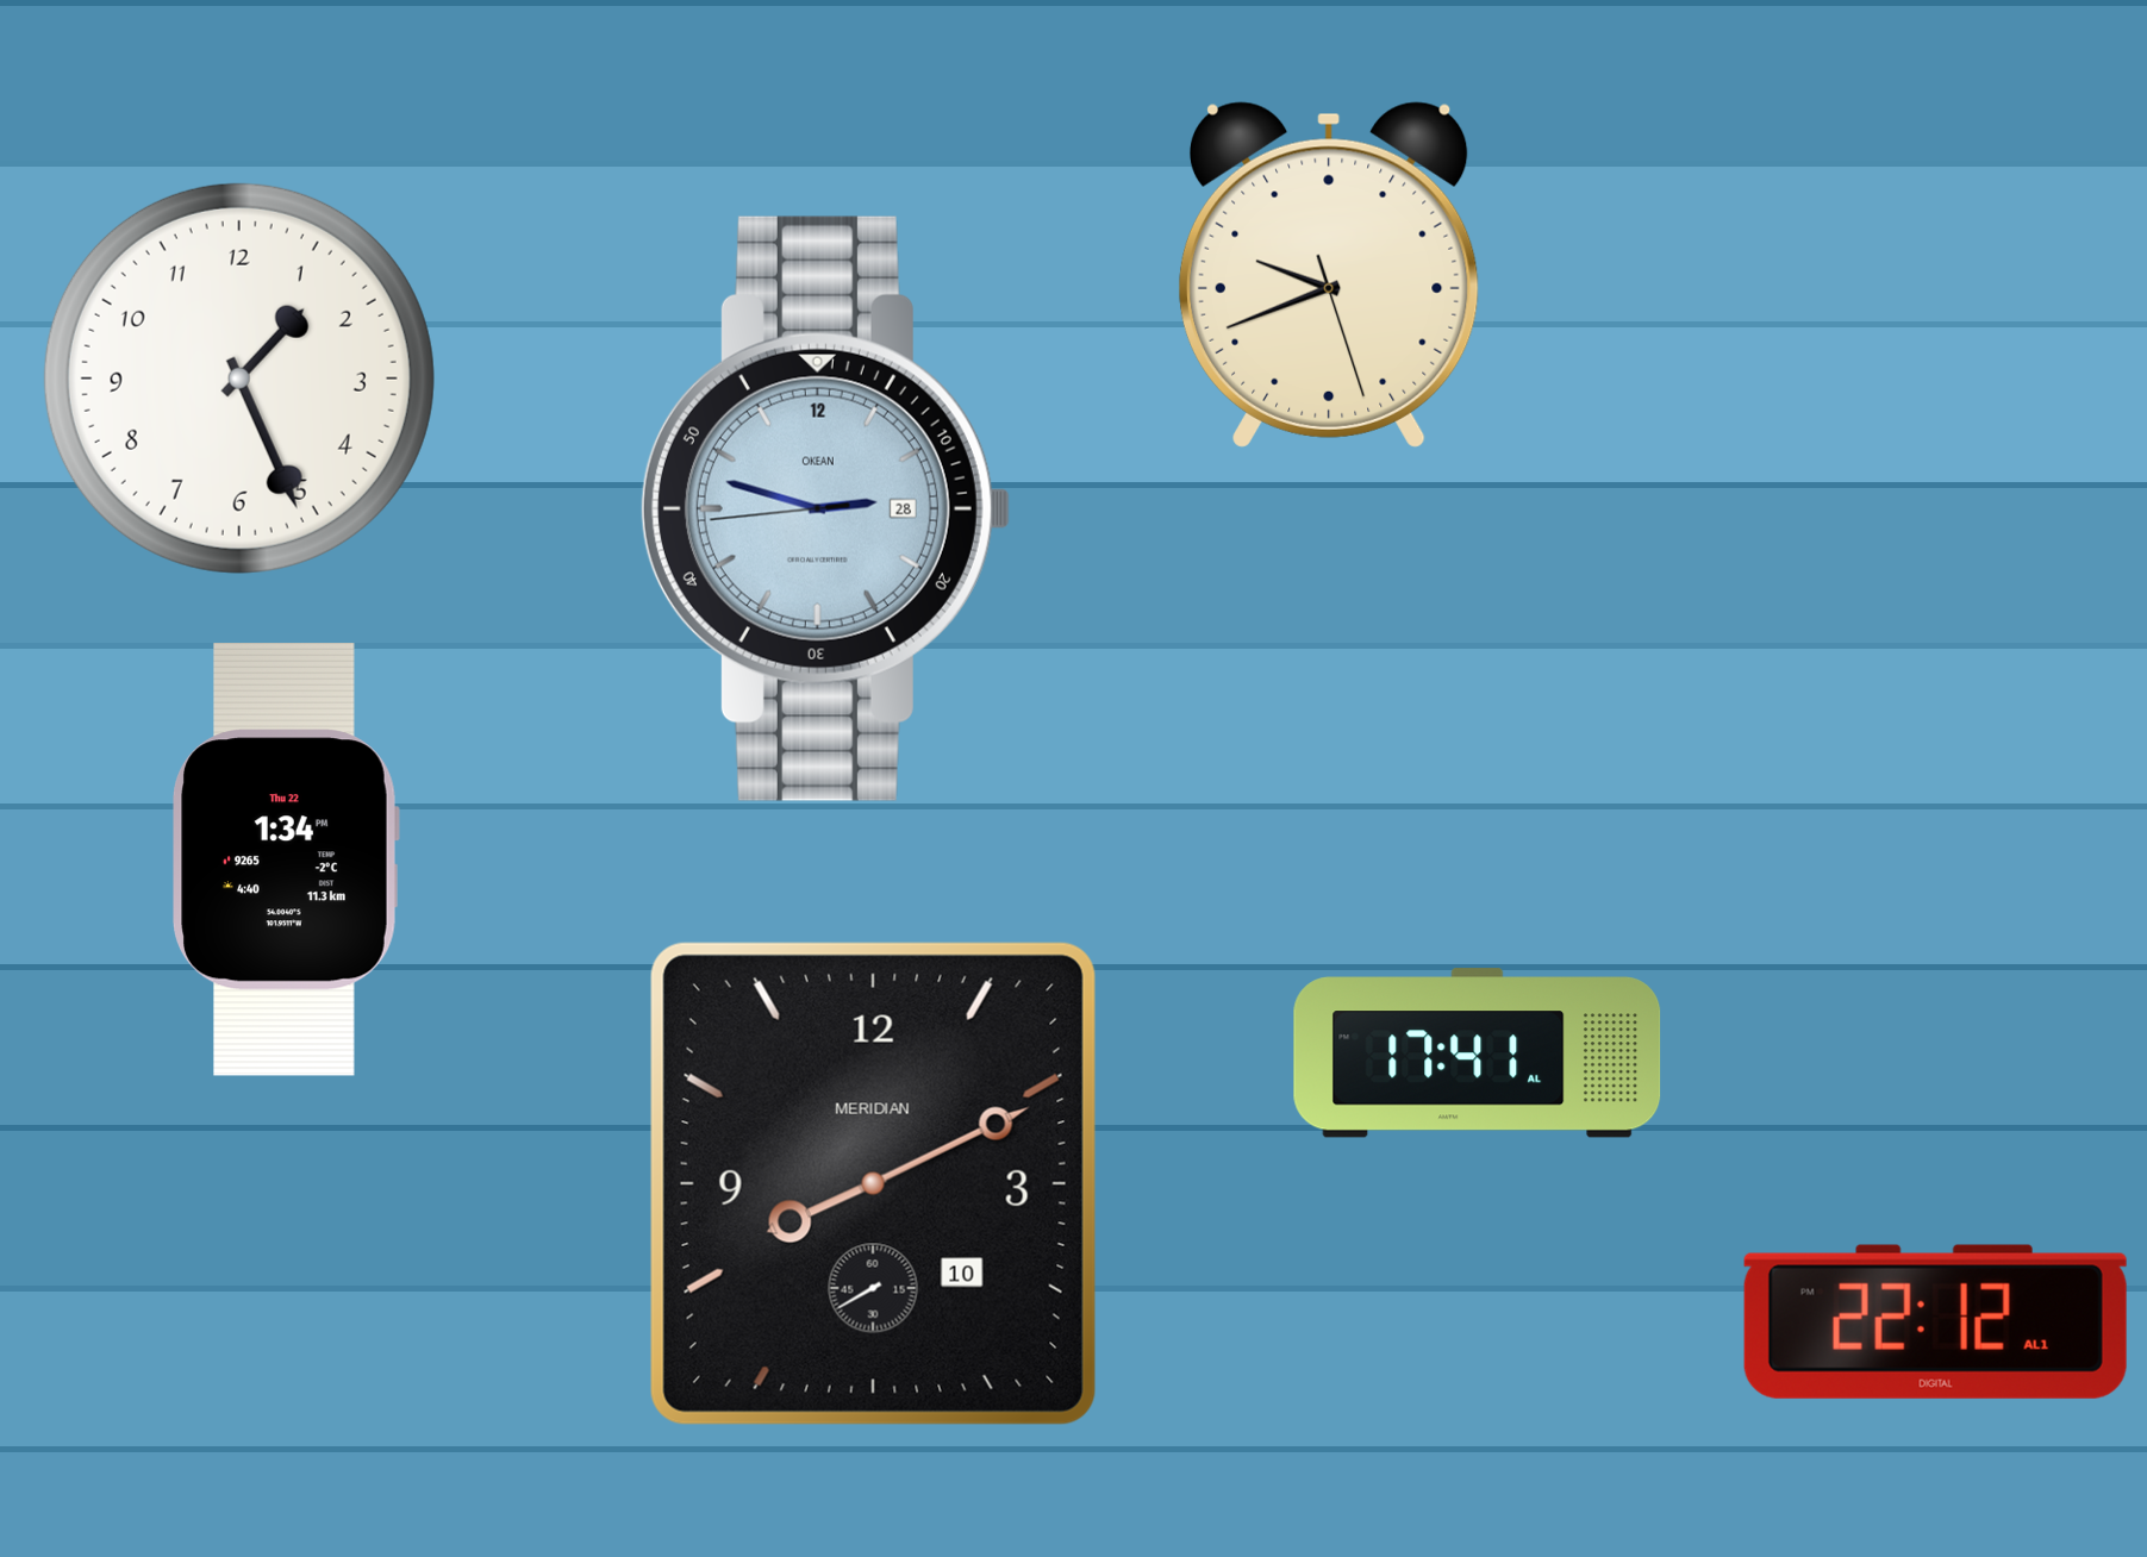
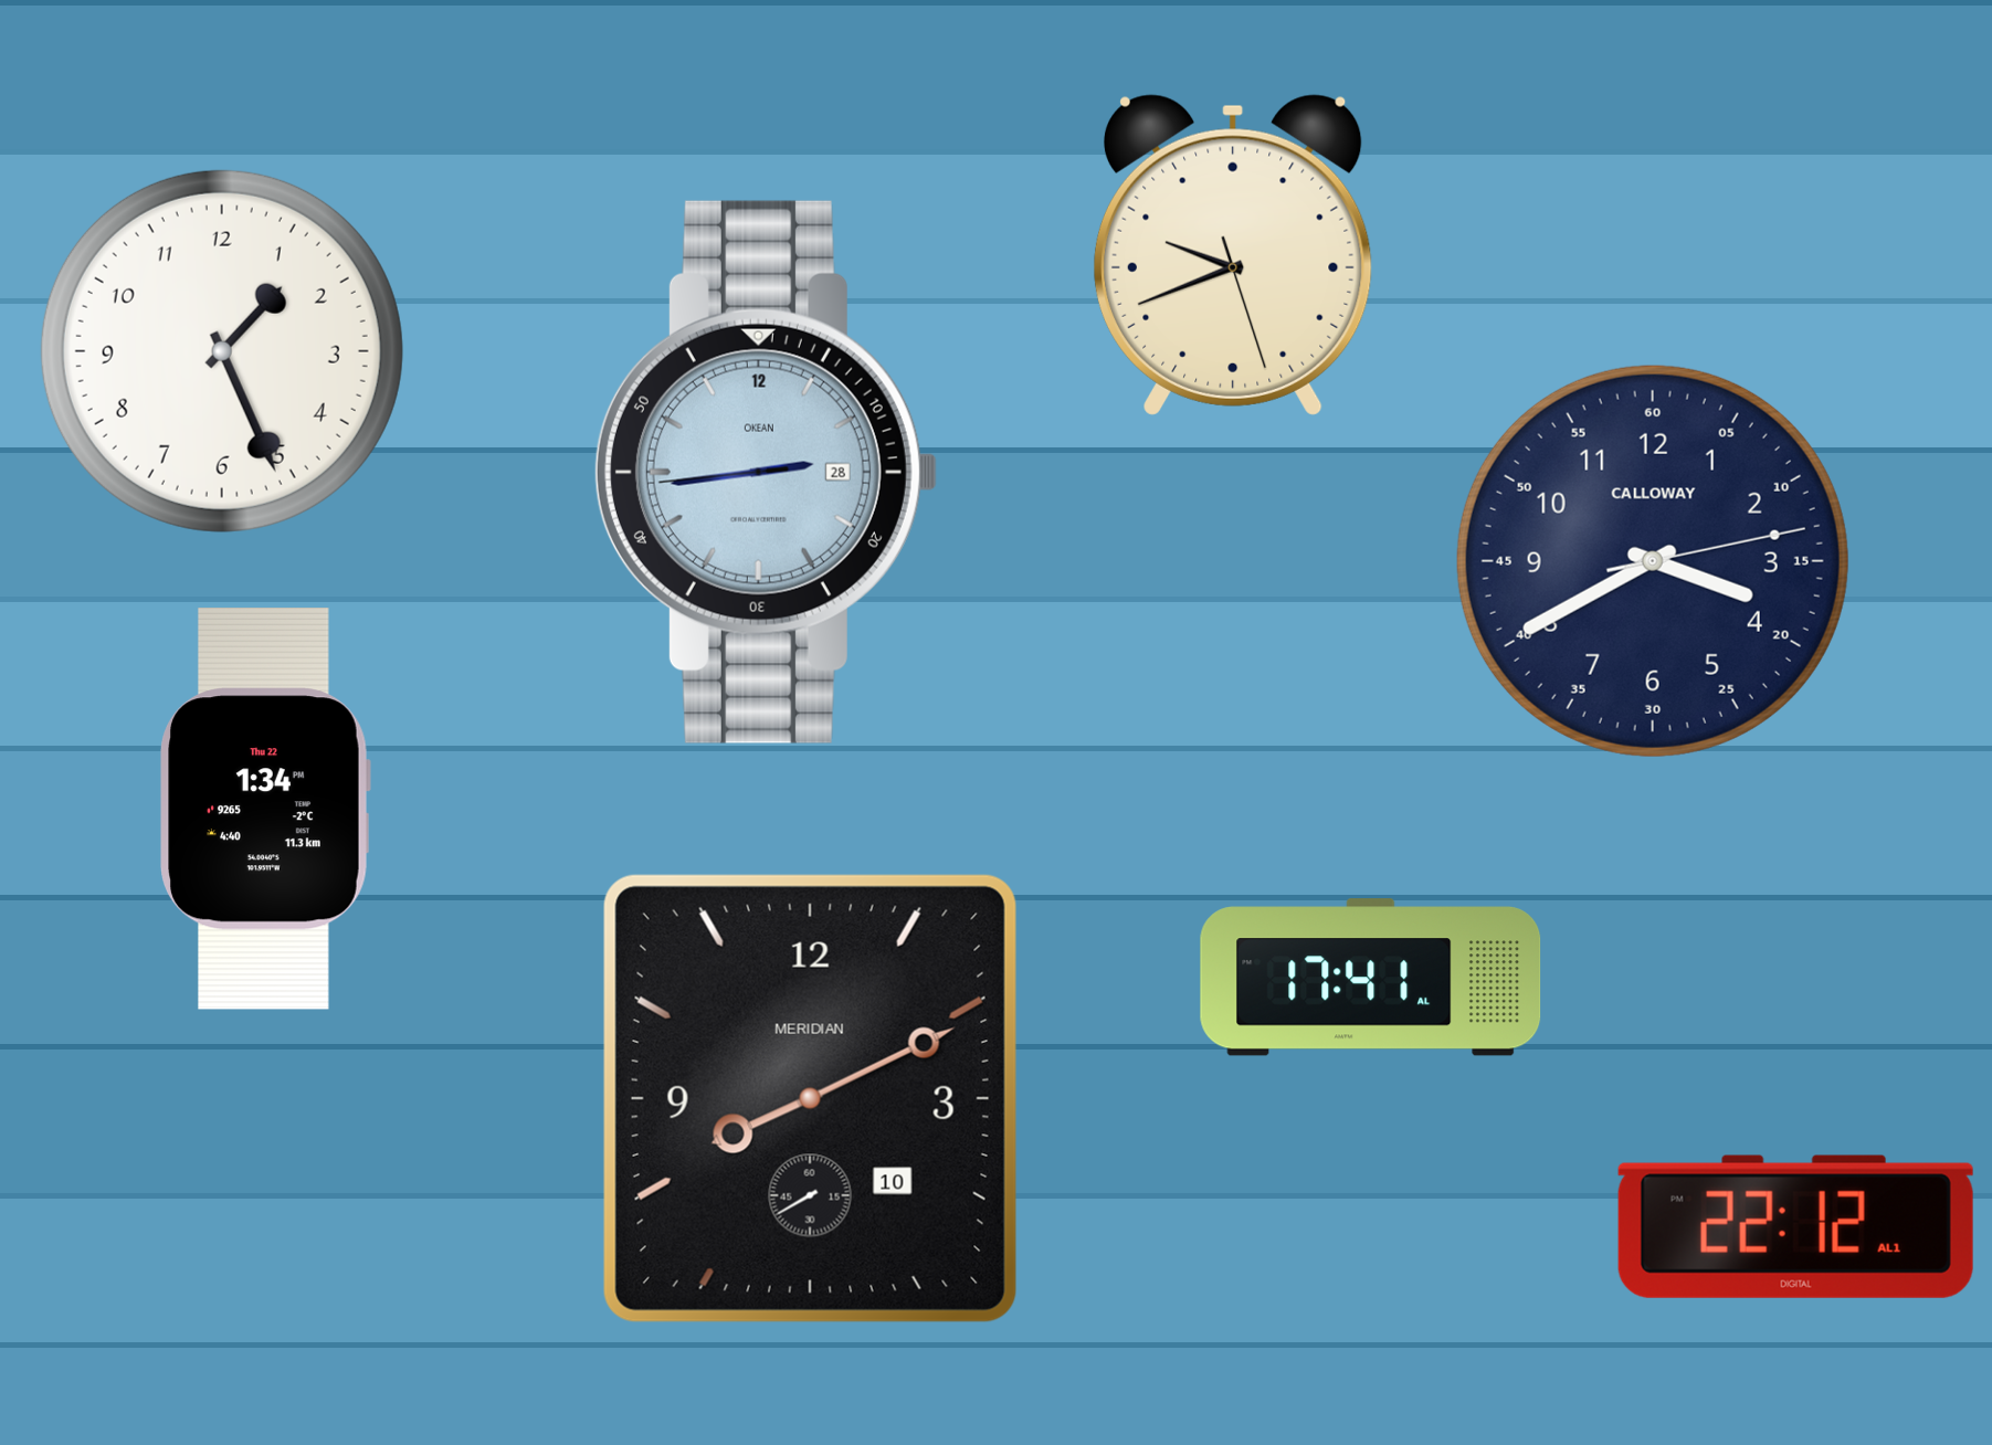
clock at (825, 508): 2:47 -> 2:43
clock at (1653, 561): none -> 3:40
clock at (286, 861) position: (286, 861) -> (265, 810)
